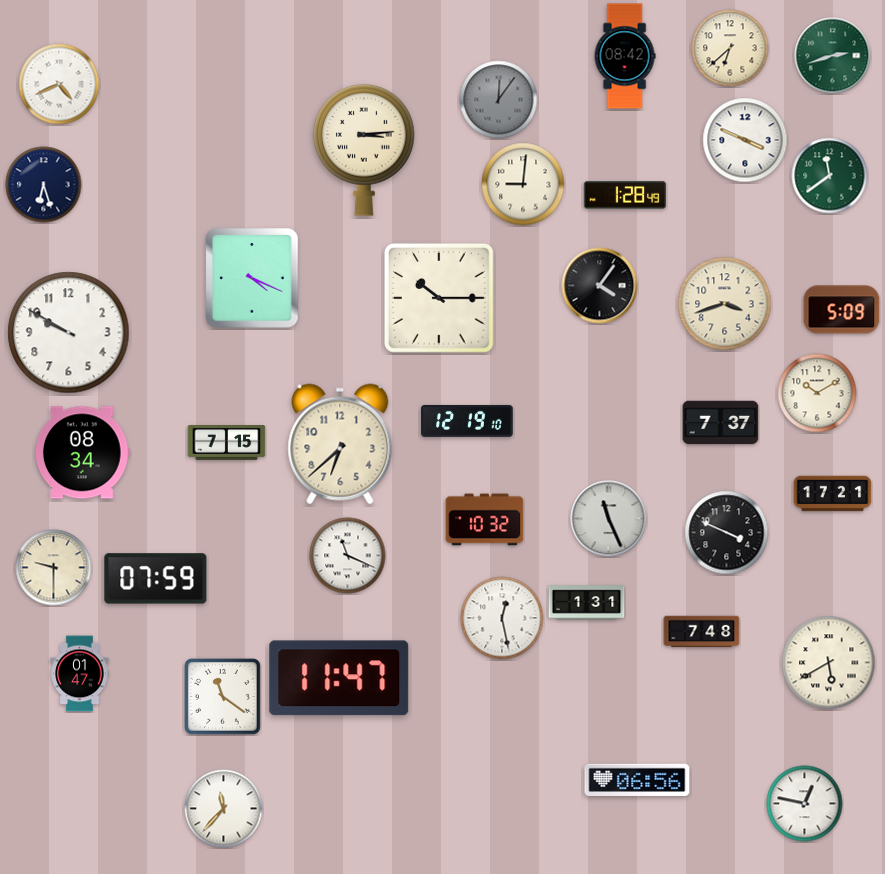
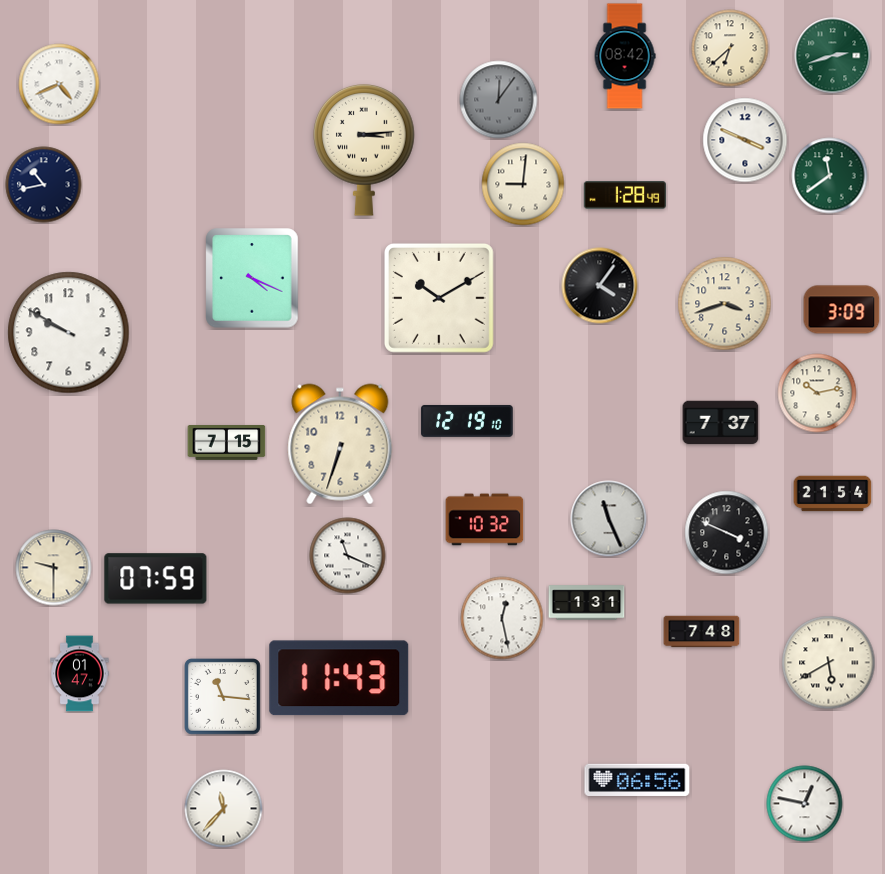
clock at (44, 185): 6:27 -> 10:43
clock at (439, 298): 10:15 -> 10:10
clock at (842, 310): 5:09 -> 3:09
clock at (817, 393): 10:10 -> 10:13
clock at (340, 444): 6:38 -> 6:33
clock at (83, 453): 08:34 -> none
clock at (833, 494): 17:21 -> 21:54
clock at (339, 678): 11:47 -> 11:43
clock at (222, 696): 11:21 -> 11:16
